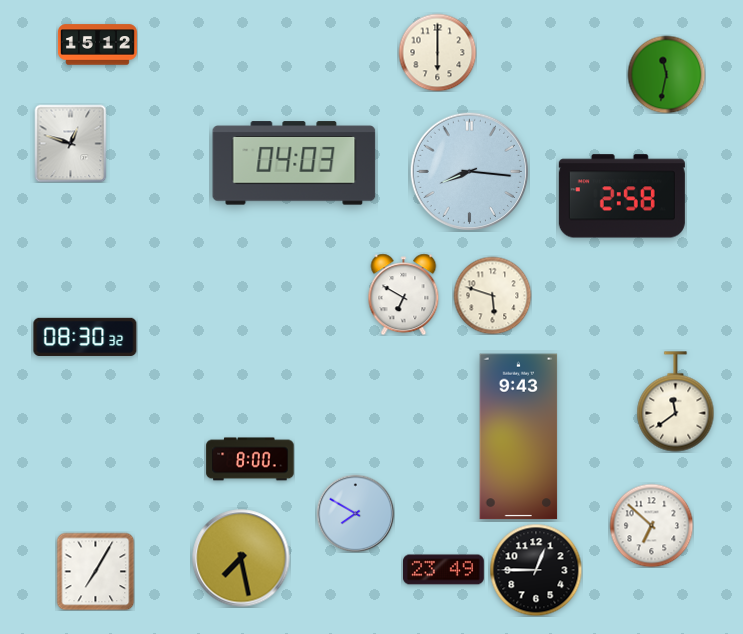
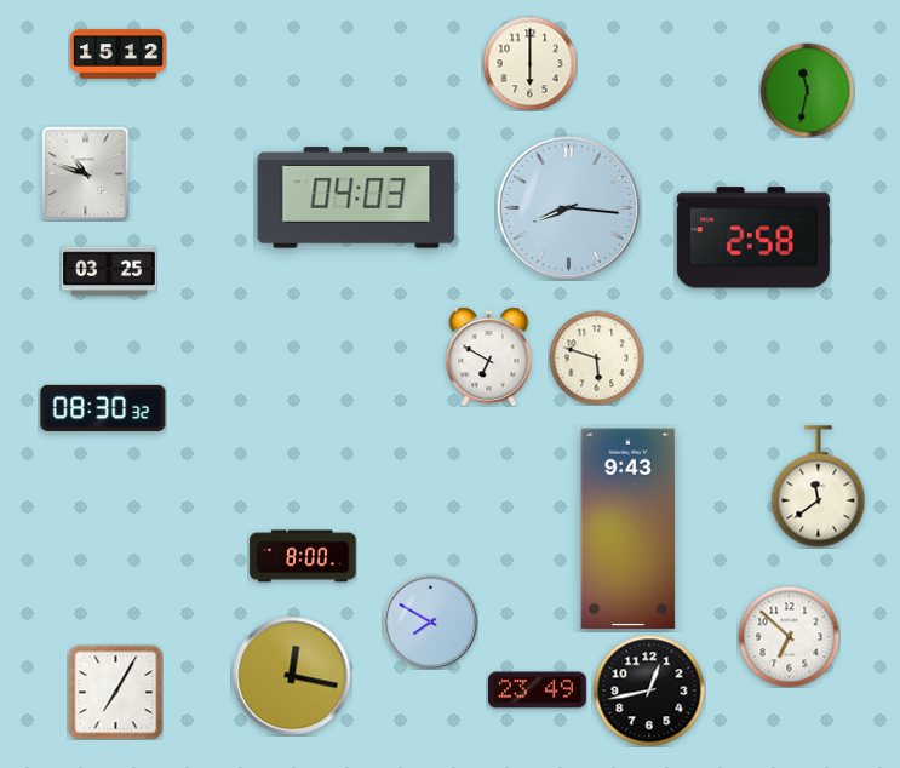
clock at (71, 143): 12:48 -> 10:48
clock at (109, 271): none -> 03:25
clock at (241, 558): 7:28 -> 12:17
clock at (536, 570): 12:45 -> 12:43
